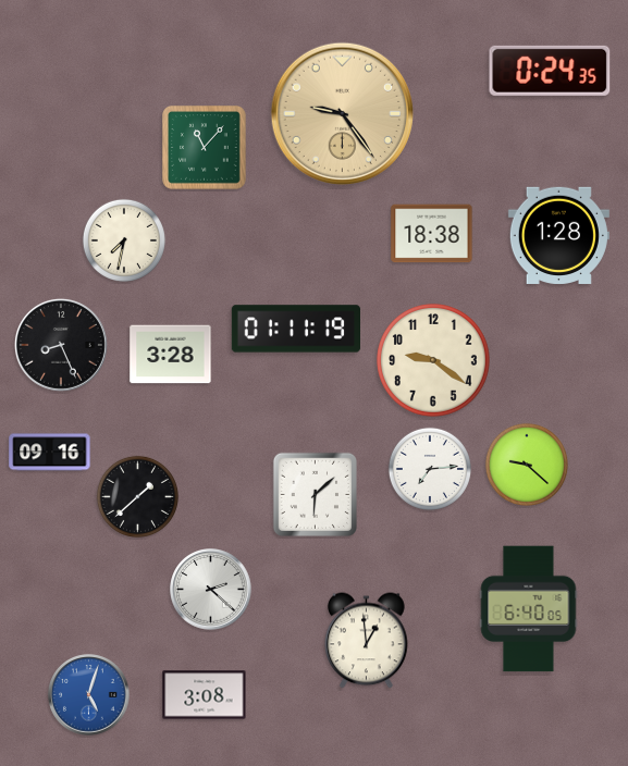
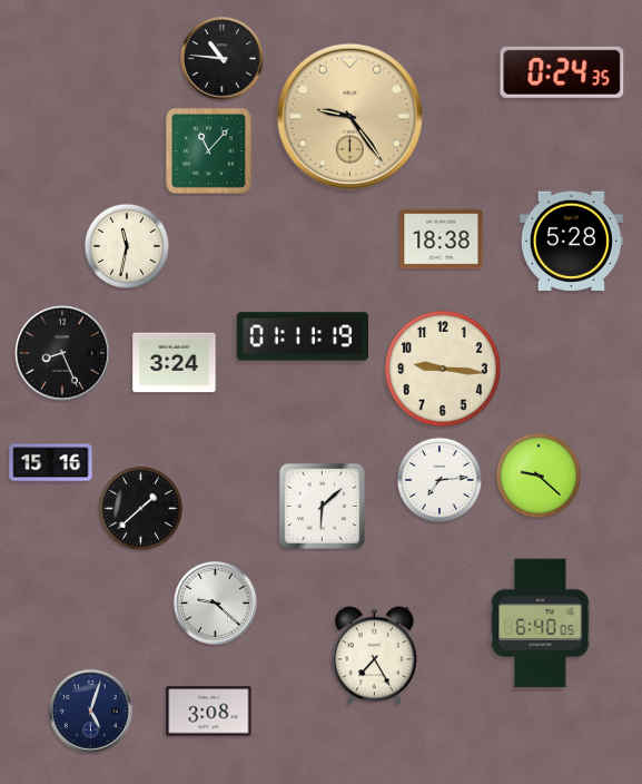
clock at (223, 59): none -> 10:46
clock at (558, 235): 1:28 -> 5:28
clock at (124, 240): 7:32 -> 11:32
clock at (171, 355): 3:28 -> 3:24
clock at (433, 360): 9:21 -> 9:16
clock at (50, 453): 09:16 -> 15:16
clock at (211, 590): 2:22 -> 9:22
clock at (367, 641): 12:59 -> 7:25
clock at (89, 695) dial: blue -> navy
